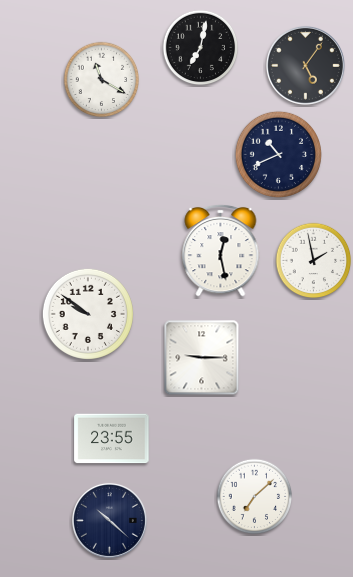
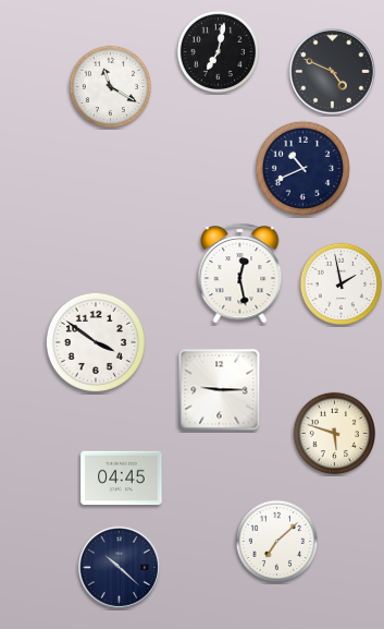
clock at (305, 65): 5:06 -> 4:49
clock at (88, 314): 9:51 -> 3:51
clock at (335, 434): none -> 5:48
clock at (112, 439): 23:55 -> 04:45
